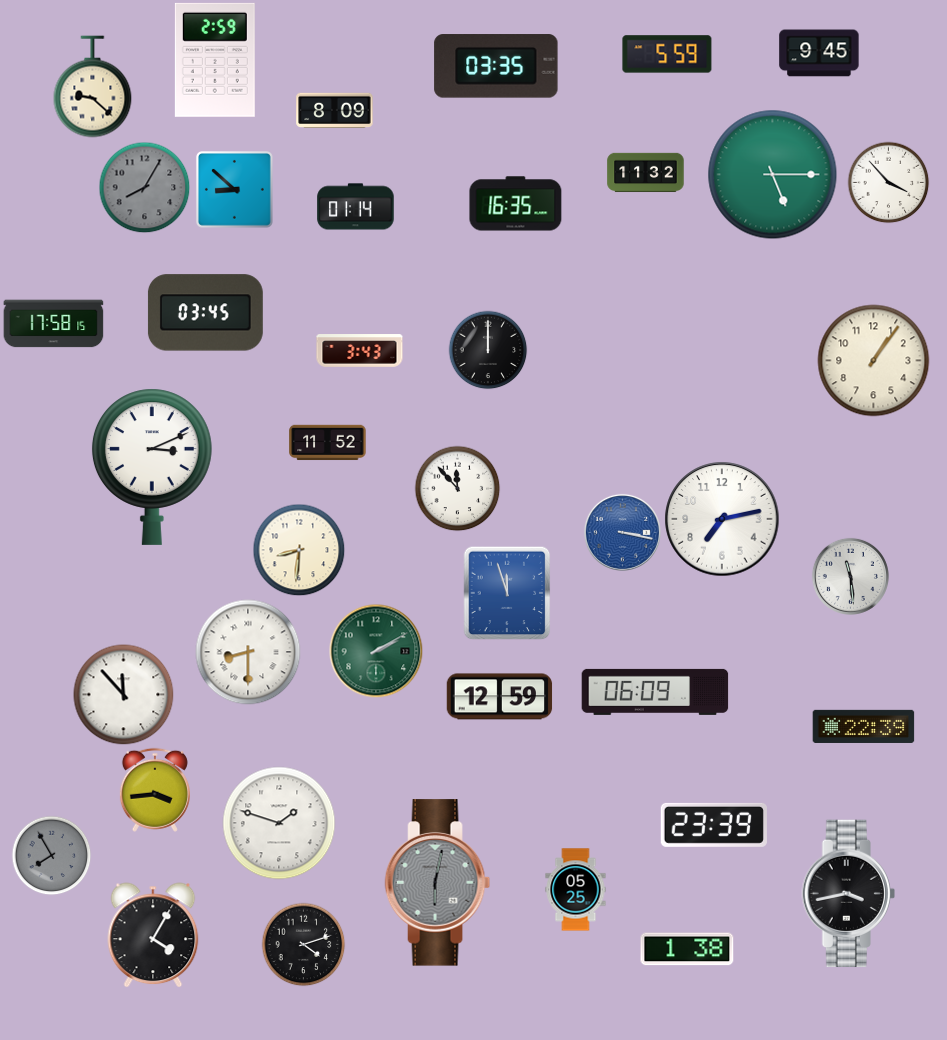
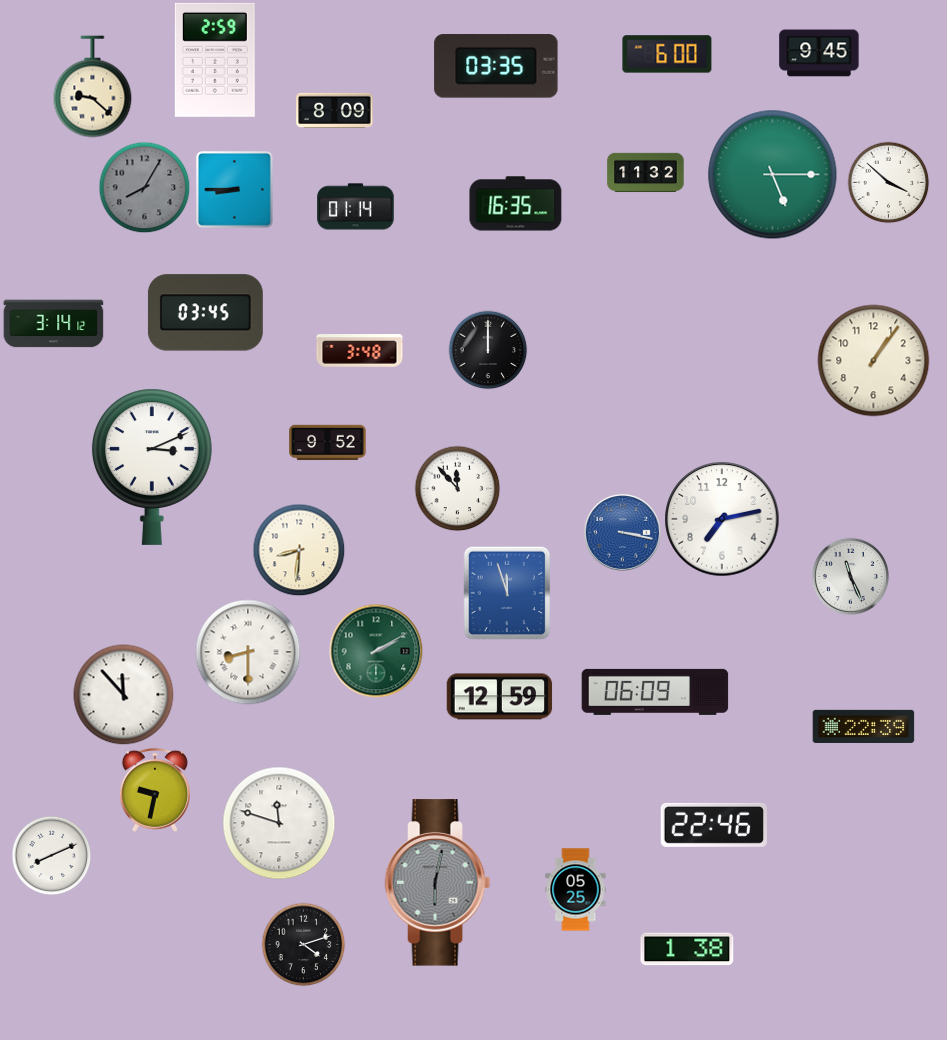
clock at (667, 54): 5:59 -> 6:00
clock at (888, 182): 3:53 -> 3:52
clock at (234, 189): 8:52 -> 8:45
clock at (54, 324): 17:58 -> 3:14
clock at (360, 351): 3:43 -> 3:48
clock at (328, 443): 11:52 -> 9:52
clock at (850, 576): 11:29 -> 11:26
clock at (155, 790): 3:44 -> 9:32
clock at (279, 823): 1:48 -> 11:48
clock at (714, 825): 23:39 -> 22:46
clock at (51, 855): 7:55 -> 8:11
clock at (51, 855) dial: grey -> white
clock at (848, 894): 3:43 -> none
clock at (153, 935): 4:05 -> none
